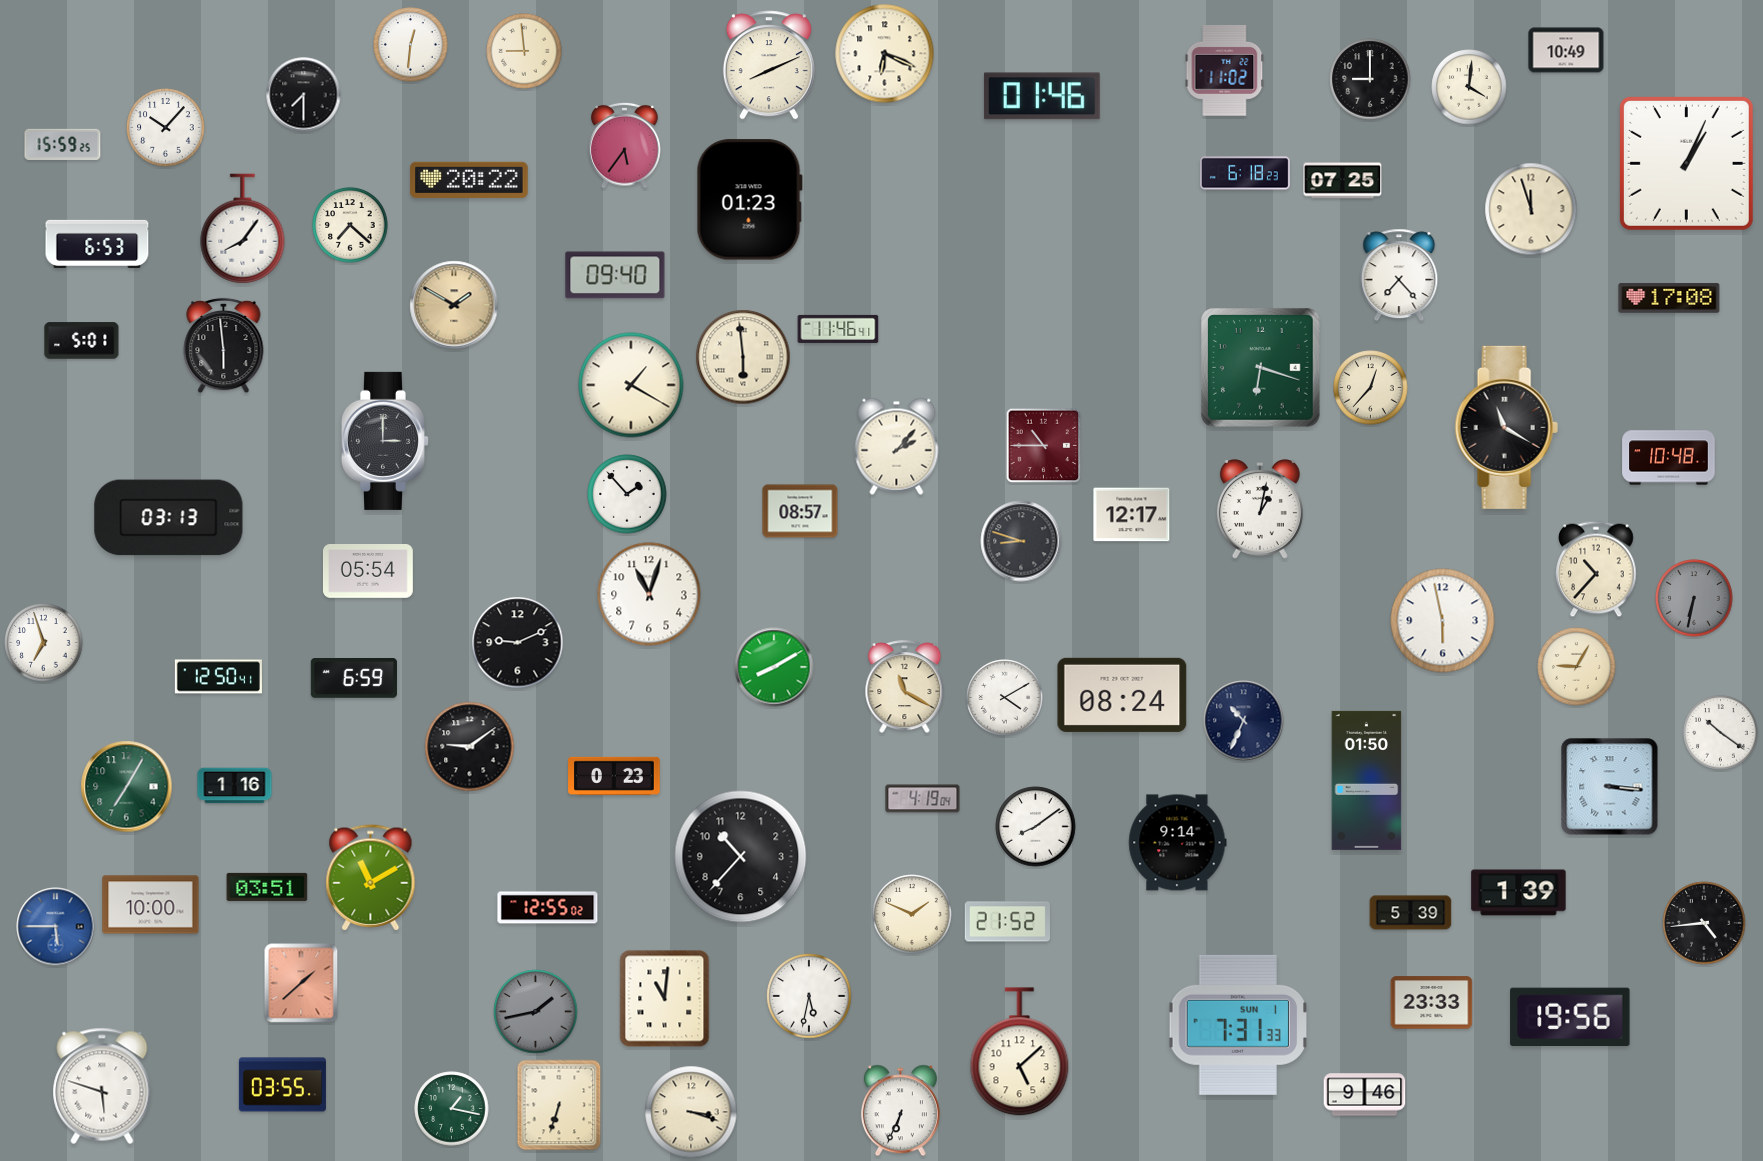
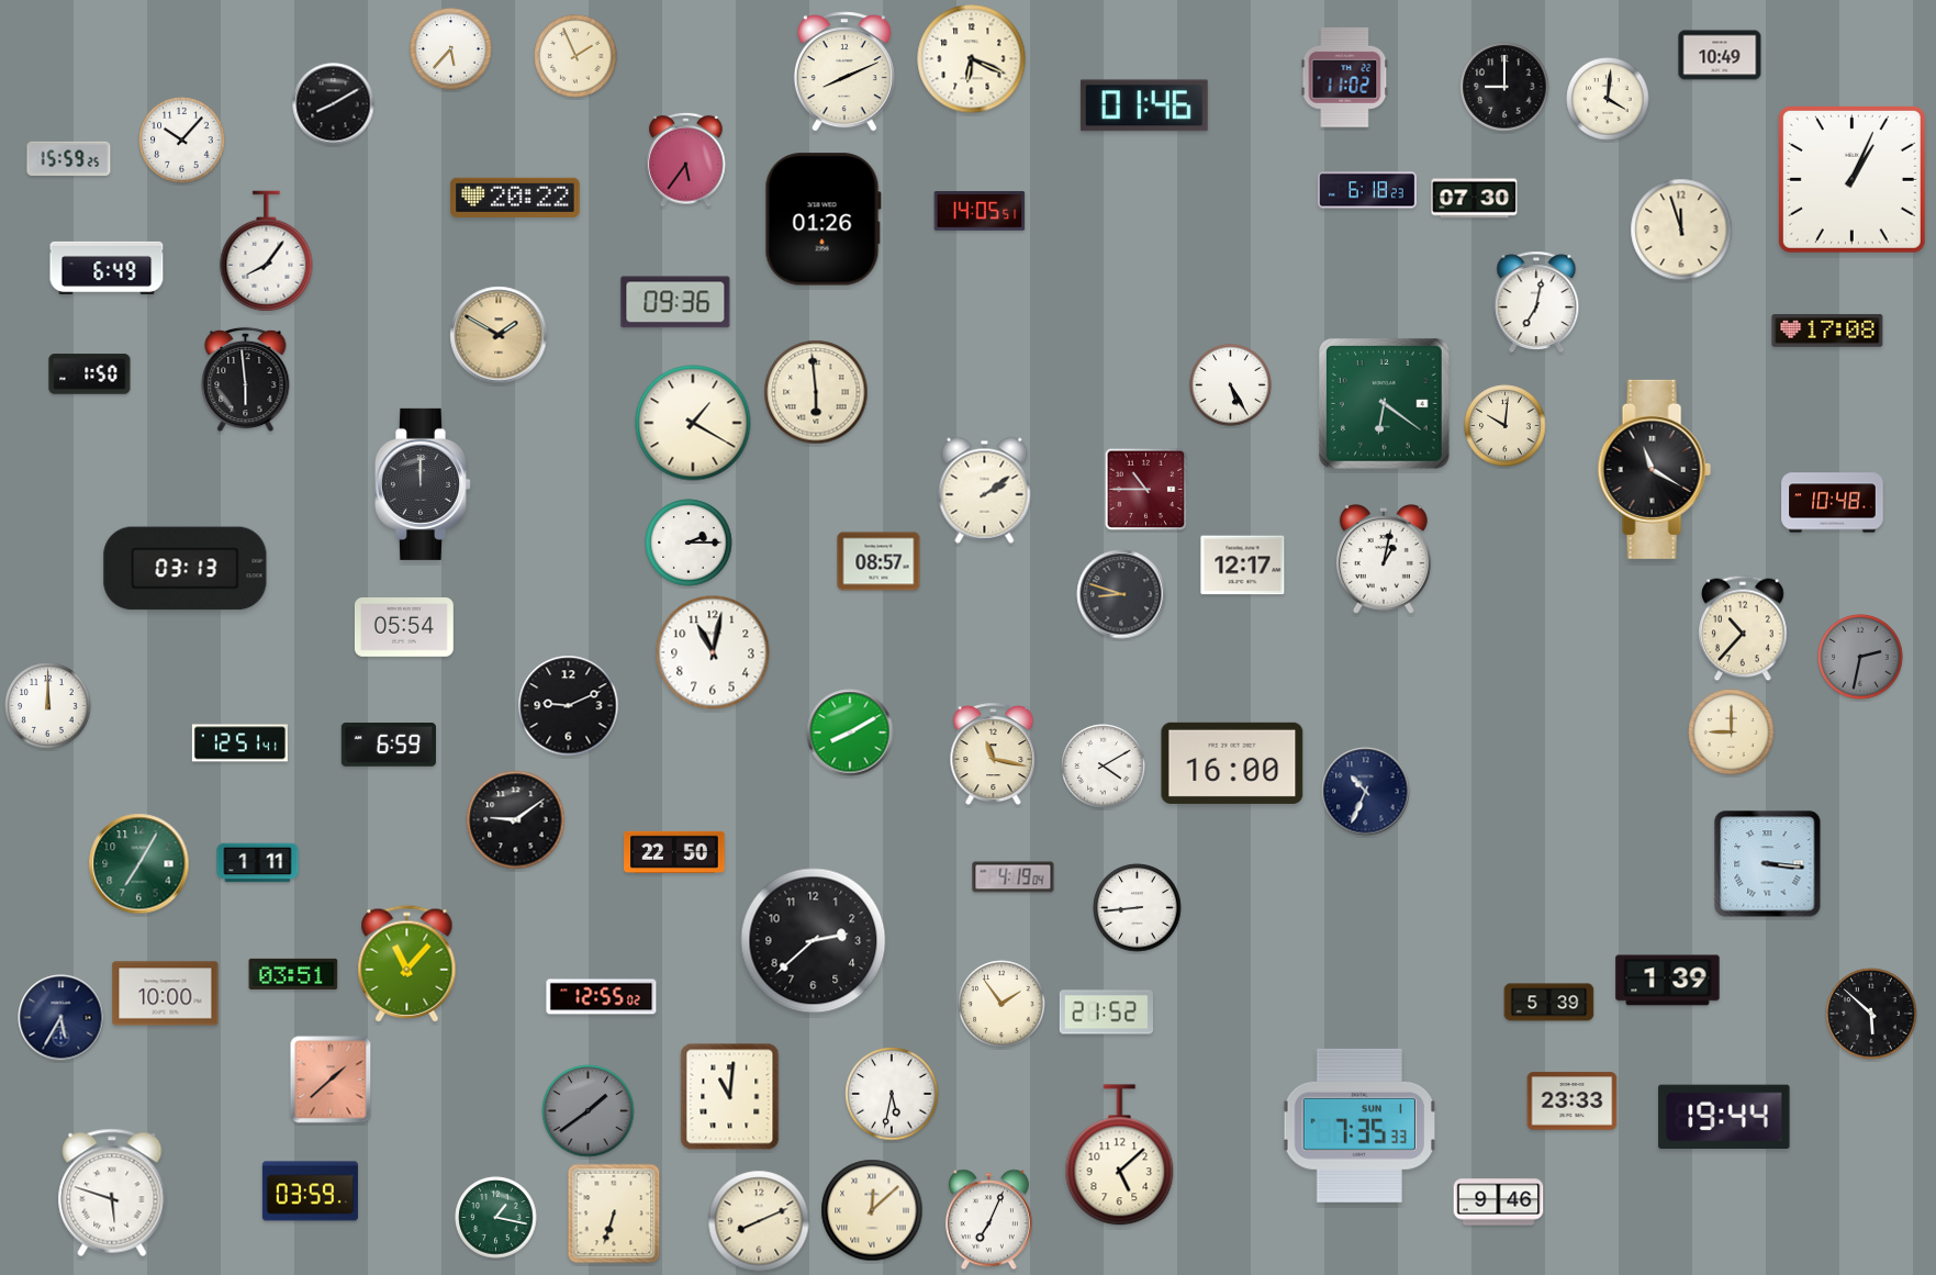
clock at (411, 45): 12:31 -> 5:37
clock at (524, 51): 8:59 -> 1:56
clock at (1469, 87) position: (1469, 87) -> (1608, 99)
clock at (304, 95): 7:30 -> 8:10
clock at (1343, 181): 07:25 -> 07:30
clock at (980, 212): none -> 14:05
clock at (749, 200): 01:23 -> 01:26
clock at (350, 225): 7:22 -> none
clock at (97, 244): 6:53 -> 6:49
clock at (615, 275): 09:40 -> 09:36
clock at (1399, 275): 7:23 -> 7:02
clock at (1669, 298) position: (1669, 298) -> (1827, 331)
clock at (838, 329): 11:46 -> none
clock at (82, 341): 5:01 -> 1:50
clock at (1231, 385): none -> 5:25
clock at (1261, 368): 6:18 -> 6:21
clock at (1371, 388): 12:37 -> 10:01
clock at (384, 441): 3:00 -> 12:00
clock at (897, 446): 2:07 -> 2:09
clock at (627, 494): 1:53 -> 2:15
clock at (1596, 569) position: (1596, 569) -> (1743, 628)
clock at (649, 594): 11:03 -> 11:02
clock at (1694, 598): 6:32 -> 2:32
clock at (1443, 621): 5:58 -> none
clock at (44, 643): 6:57 -> 12:00
clock at (1577, 667): 9:05 -> 9:00
clock at (218, 677): 12:50 -> 12:51
clock at (905, 687): 11:20 -> 11:17
clock at (1122, 695): 08:24 -> 16:00
clock at (1721, 733): 10:21 -> none
clock at (614, 776): 0:23 -> 22:50
clock at (1367, 780): 01:50 -> none
clock at (235, 786): 1:16 -> 1:11
clock at (1036, 827): 8:09 -> 8:44
clock at (1178, 843): 9:14 -> none
clock at (741, 857): 10:37 -> 2:38
clock at (371, 878): 11:10 -> 11:07
clock at (912, 914): 1:49 -> 1:54
clock at (1704, 923): 4:44 -> 5:52
clock at (56, 927): 5:45 -> 5:35
clock at (56, 927) dial: blue -> navy
clock at (809, 996) position: (809, 996) -> (892, 1094)
clock at (536, 1012): 1:43 -> 1:39
clock at (1570, 1016): 19:56 -> 19:44
clock at (1237, 1025): 7:31 -> 7:35
clock at (282, 1085): 03:55 -> 03:59
clock at (872, 1210): none -> 12:08
clock at (900, 1111): 6:34 -> 7:04
clock at (691, 1112): 3:18 -> 8:11
